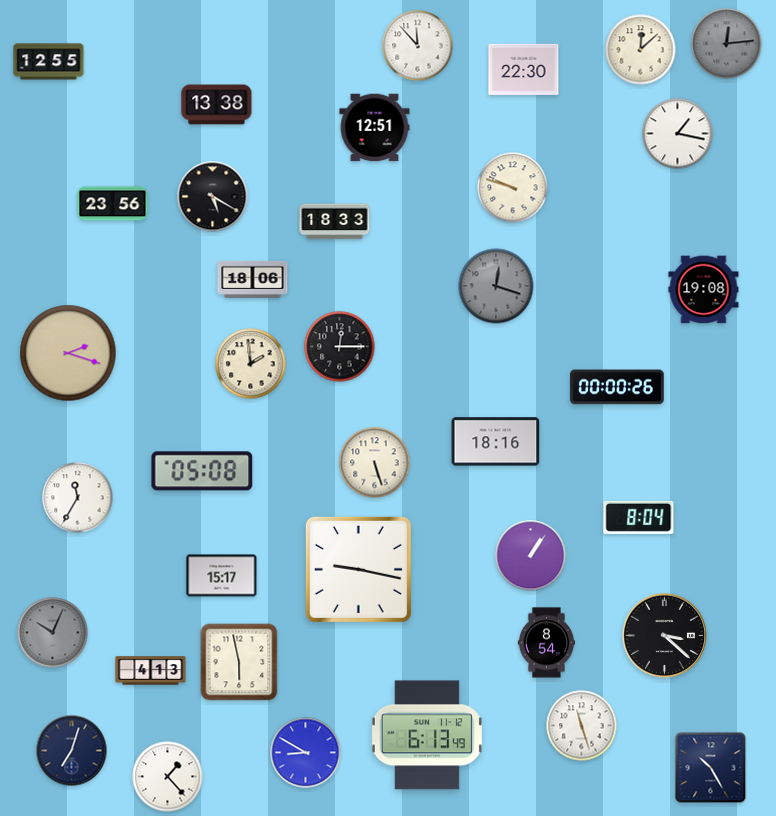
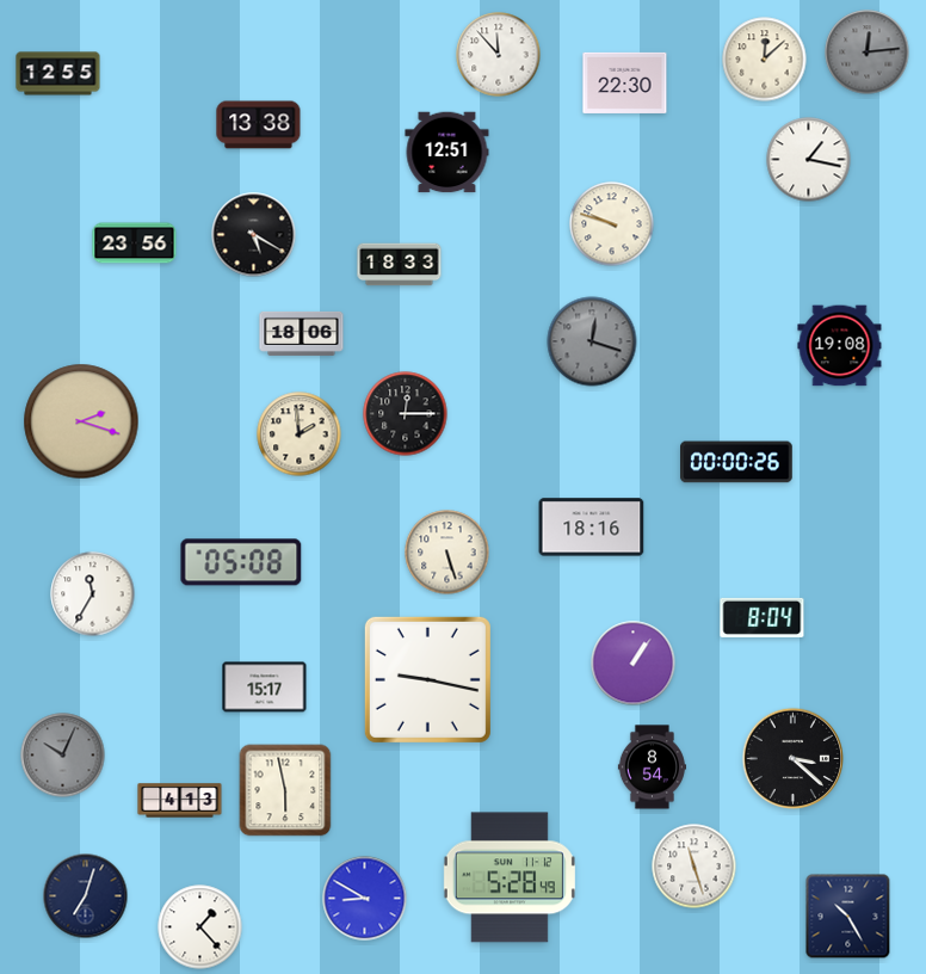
clock at (427, 735): 6:13 -> 5:28
